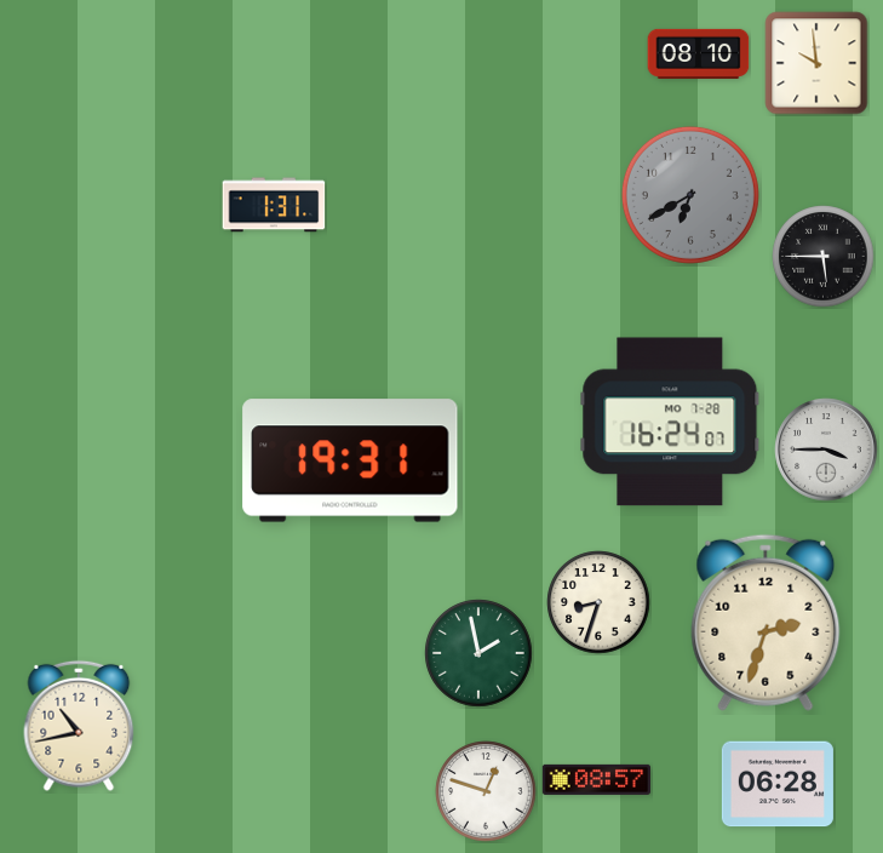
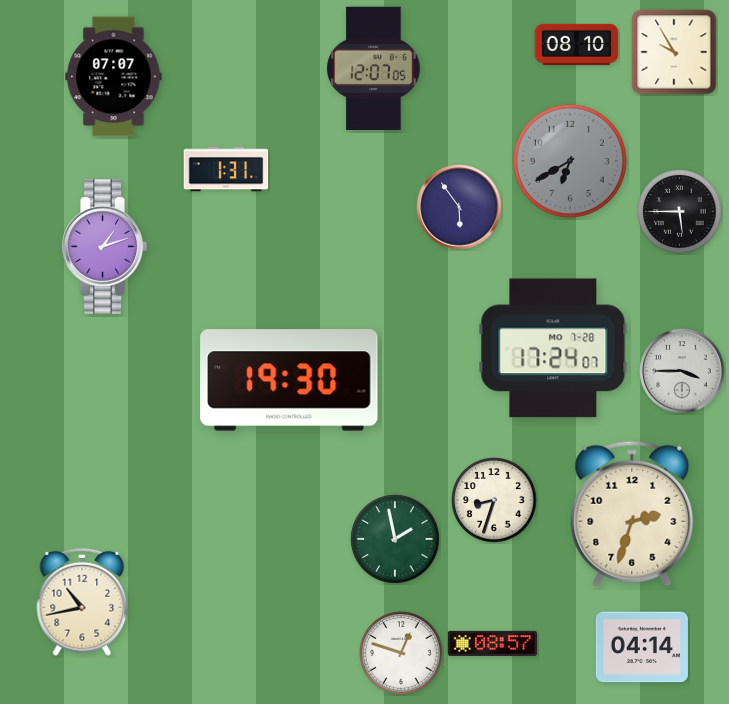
clock at (816, 63): 9:59 -> 9:55
clock at (374, 69): none -> 12:07
clock at (114, 77): none -> 07:07
clock at (459, 207): none -> 5:54
clock at (104, 247): none -> 1:12
clock at (670, 422): 16:24 -> 17:24
clock at (350, 460): 19:31 -> 19:30
clock at (598, 602) position: (598, 602) -> (494, 500)
clock at (79, 726) position: (79, 726) -> (82, 602)
clock at (778, 784): 06:28 -> 04:14
